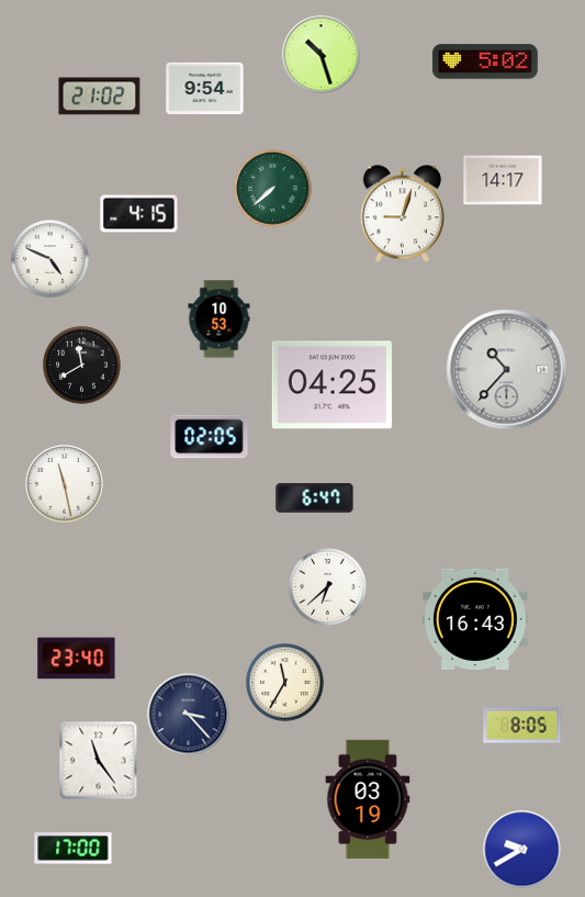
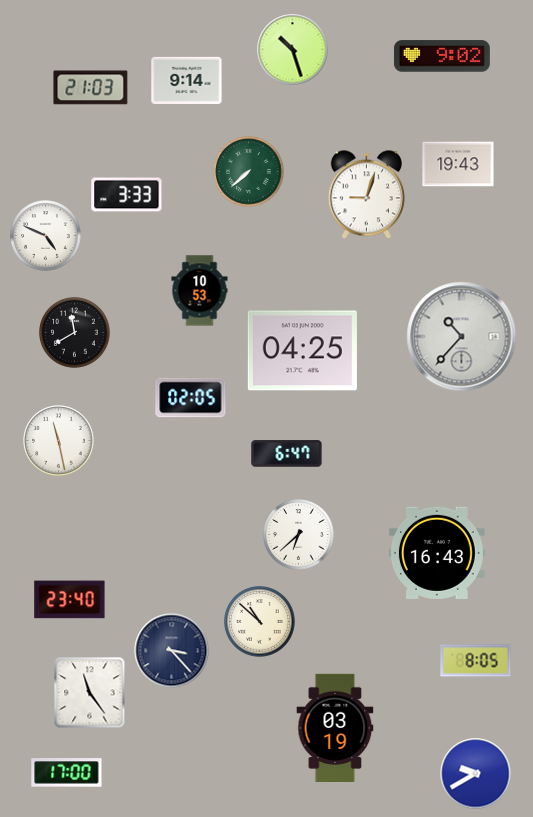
clock at (485, 61): 5:02 -> 9:02
clock at (205, 88): 9:54 -> 9:14
clock at (100, 97): 21:02 -> 21:03
clock at (503, 180): 14:17 -> 19:43
clock at (139, 214): 4:15 -> 3:33
clock at (475, 619) position: (475, 619) -> (437, 553)
clock at (285, 683): 11:35 -> 10:52
